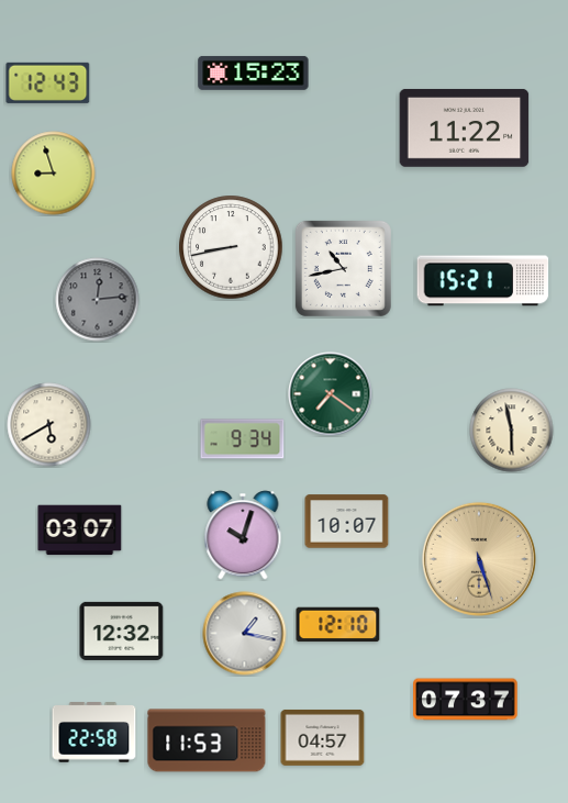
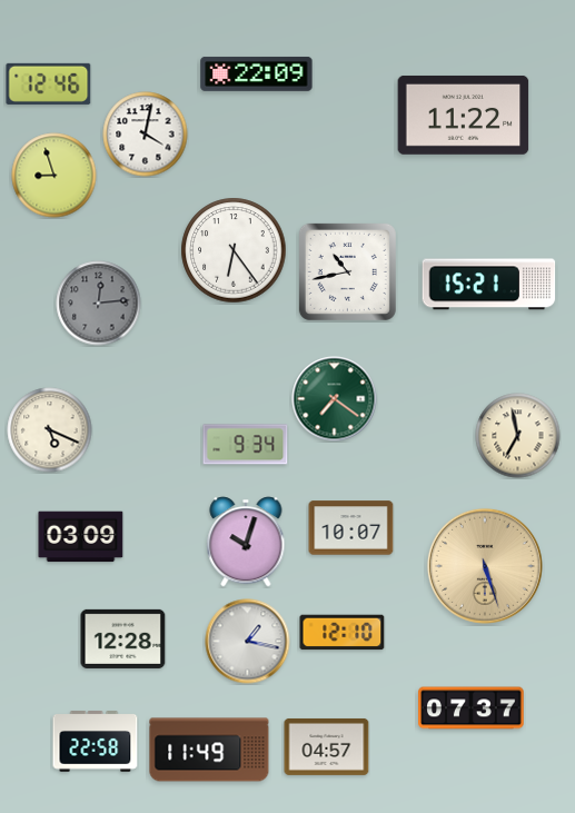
clock at (254, 73): 15:23 -> 22:09
clock at (48, 82): 12:43 -> 12:46
clock at (465, 127) position: (465, 127) -> (464, 115)
clock at (146, 135): none -> 4:02
clock at (231, 247): 8:43 -> 6:24
clock at (49, 425): 5:40 -> 5:19
clock at (512, 431): 5:58 -> 6:58
clock at (80, 531): 03:07 -> 03:09
clock at (122, 631): 12:32 -> 12:28
clock at (207, 740): 11:53 -> 11:49
